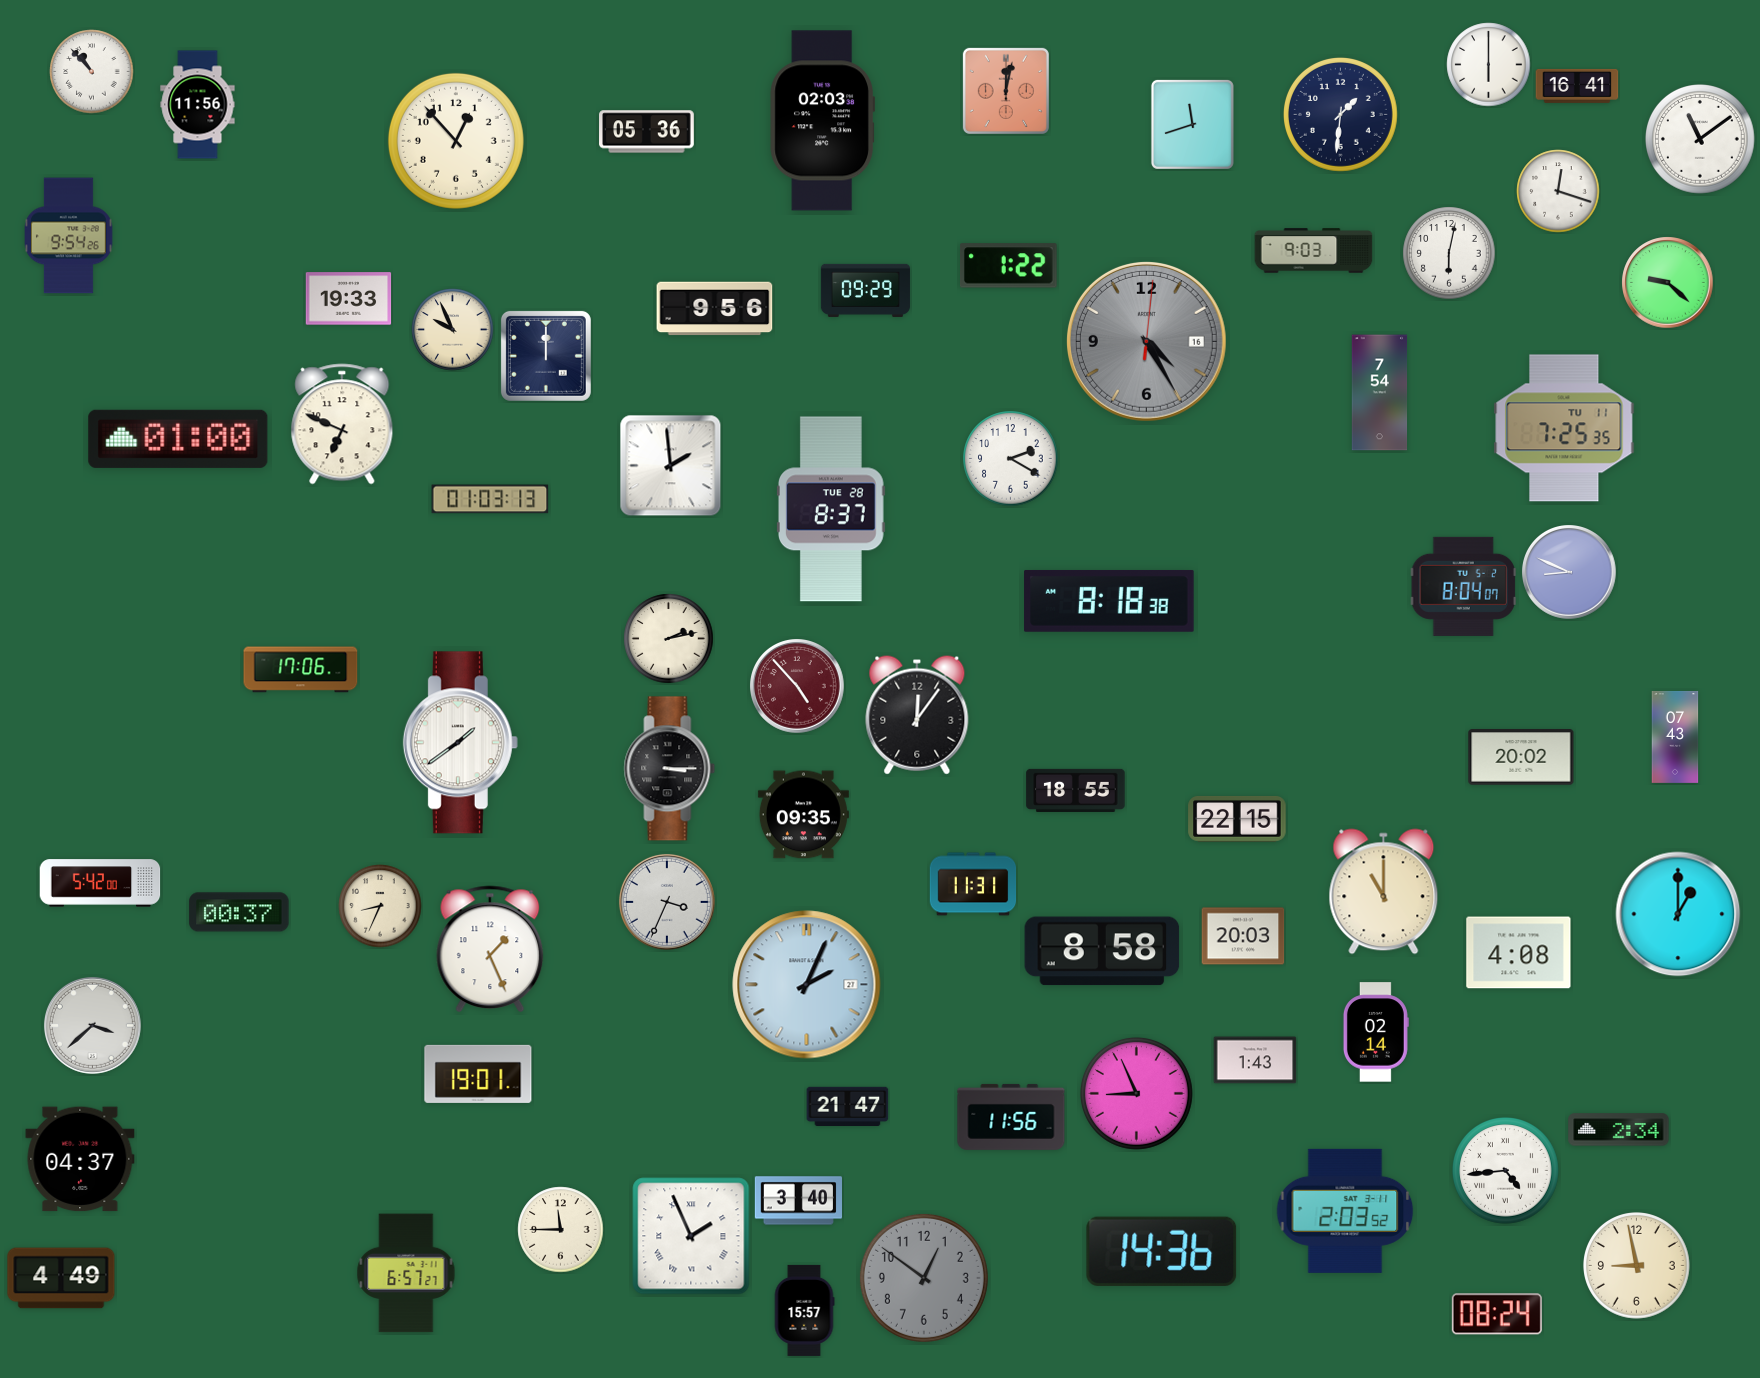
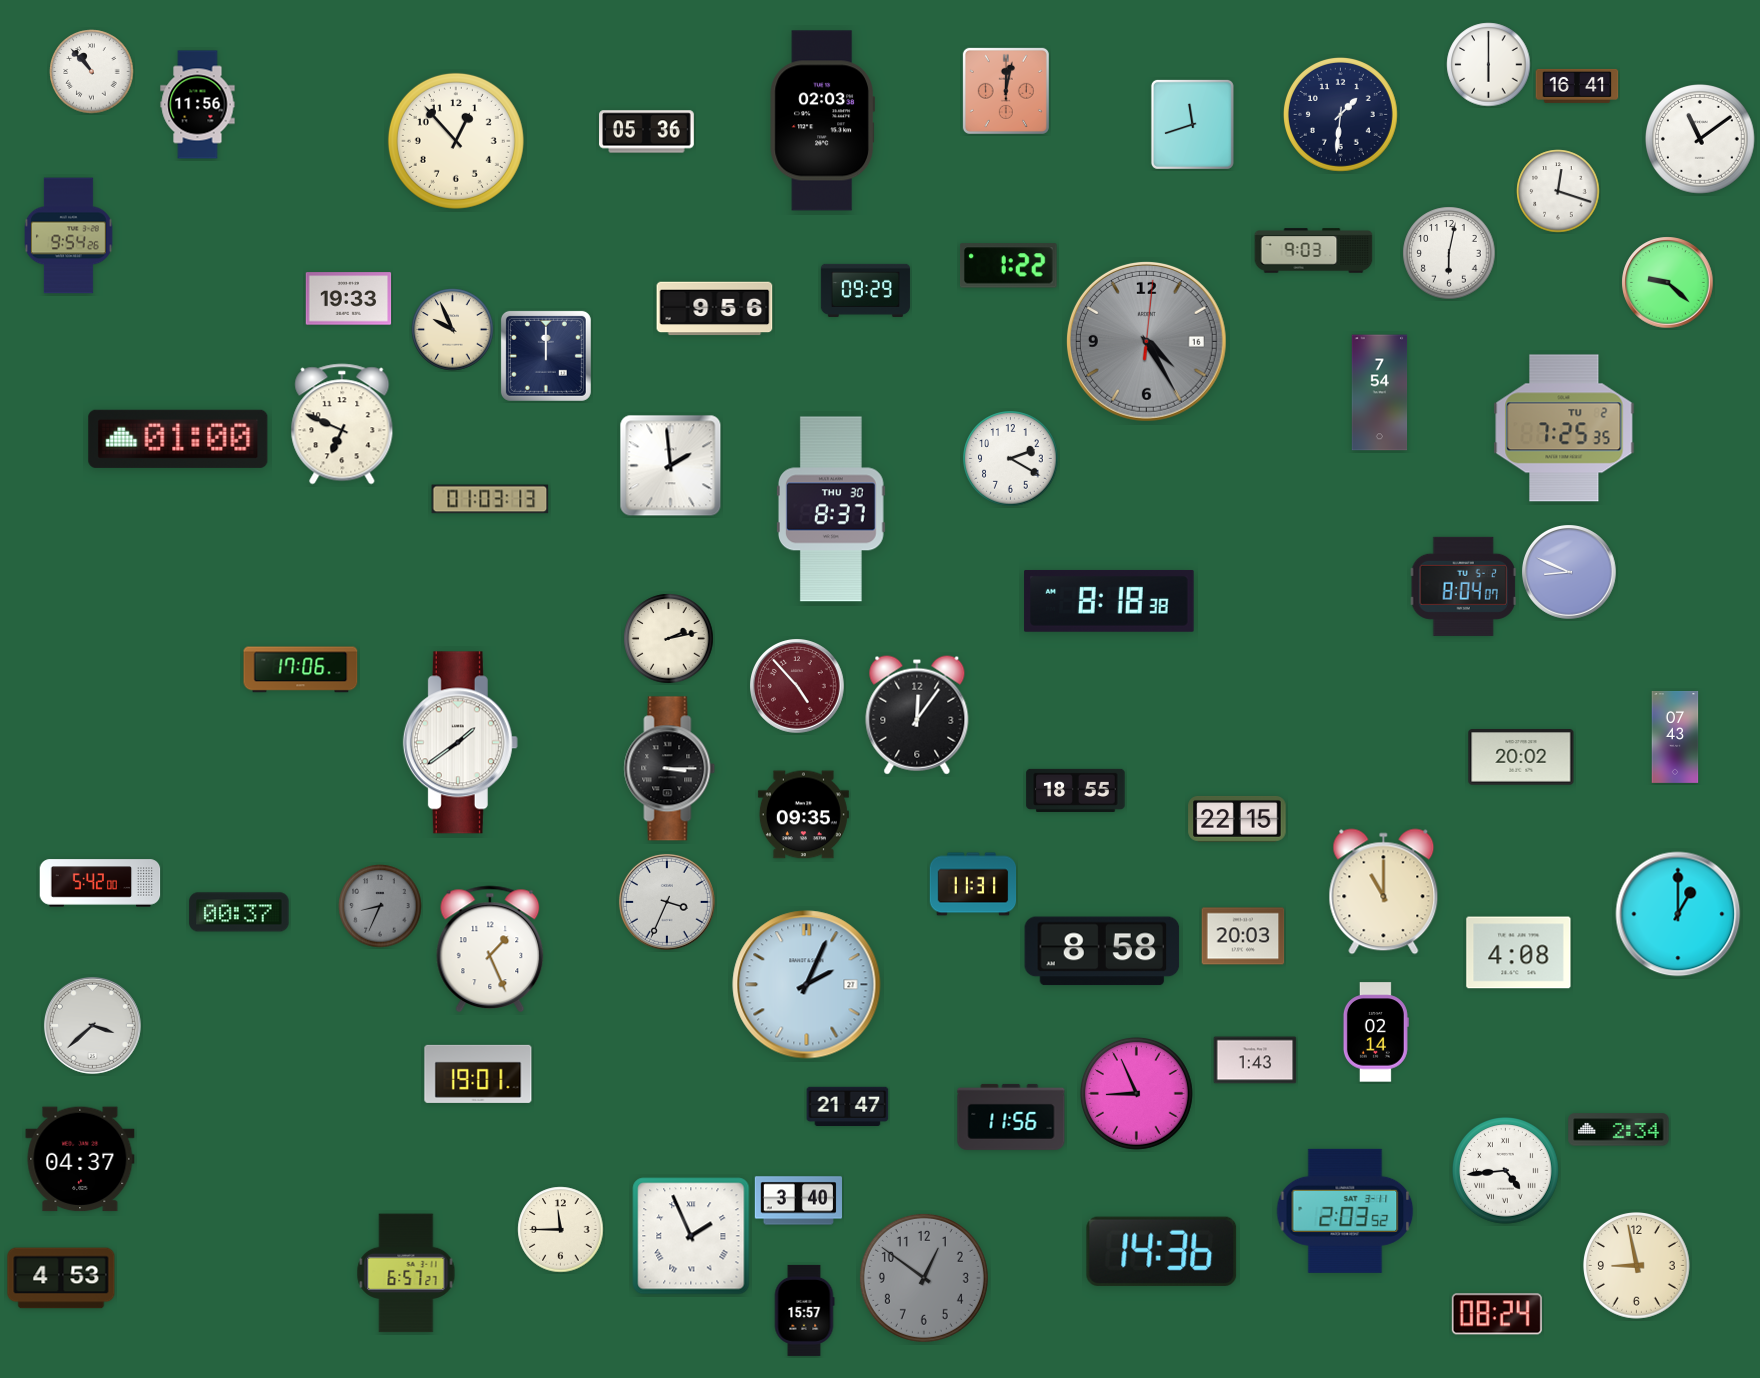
clock at (1564, 428) date: TU 11 -> TU 2
clock at (831, 509) date: TUE 28 -> THU 30
clock at (380, 906) dial: cream -> grey
clock at (61, 1278): 4:49 -> 4:53
